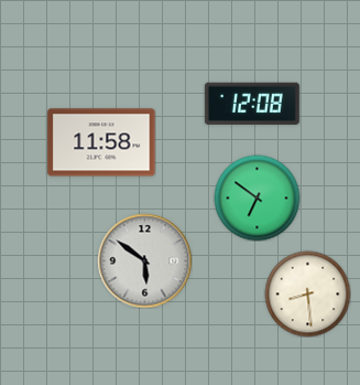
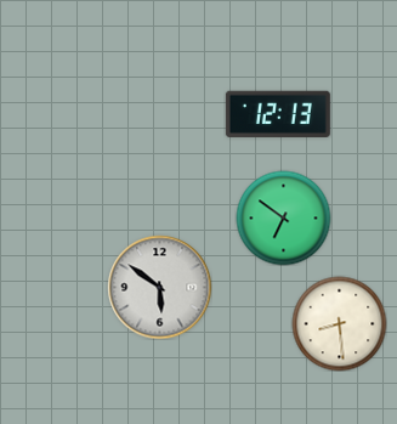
clock at (252, 104): 12:08 -> 12:13
clock at (101, 142): 11:58 -> none
